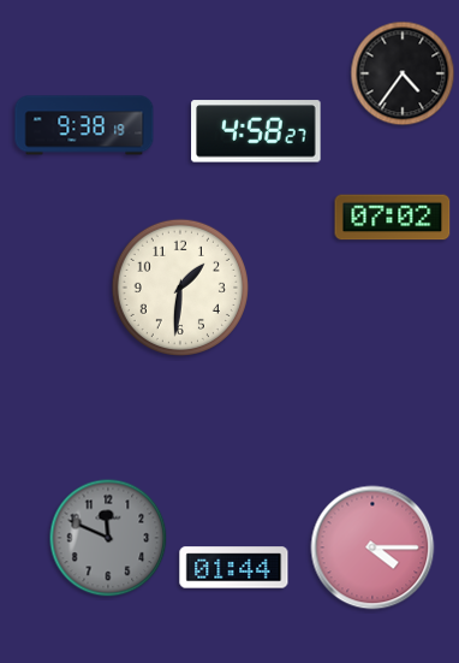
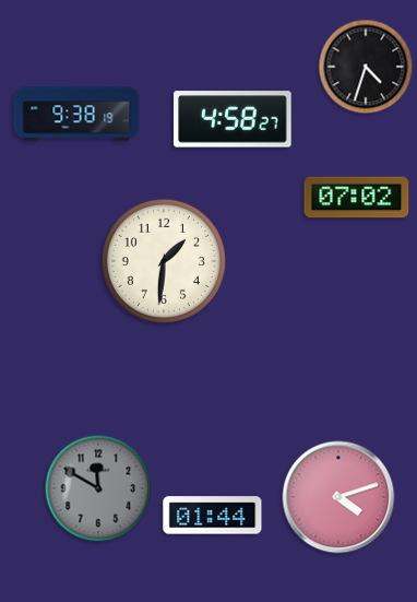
clock at (403, 73): 4:36 -> 4:33
clock at (108, 538): 11:49 -> 11:50
clock at (372, 547): 4:15 -> 4:12
